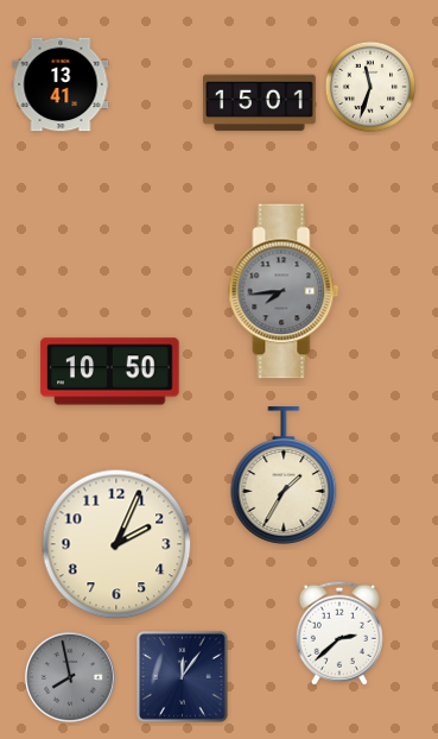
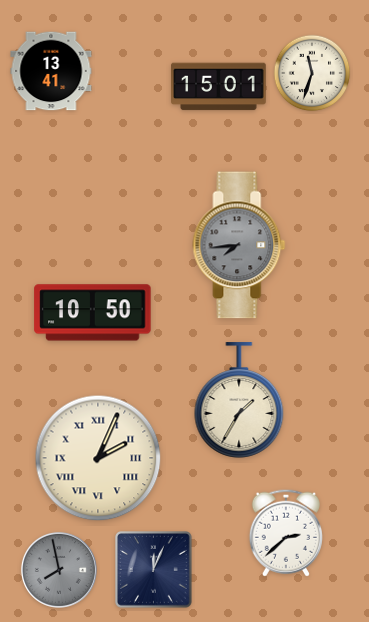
clock at (116, 544) numerals: Arabic -> Roman
clock at (183, 677): 12:06 -> 12:04
